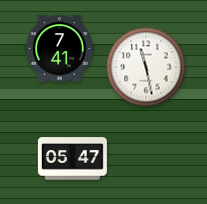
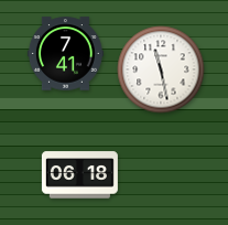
clock at (146, 67) position: (146, 67) -> (161, 69)
clock at (72, 159): 05:47 -> 06:18
